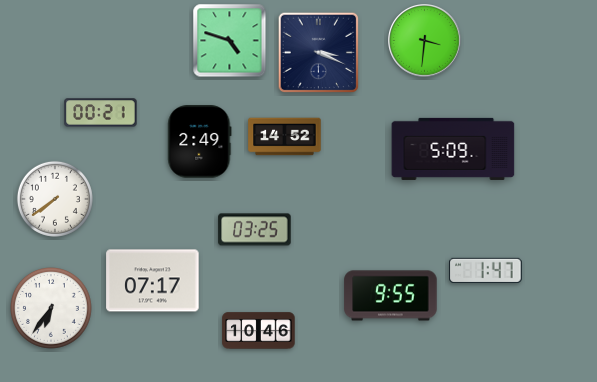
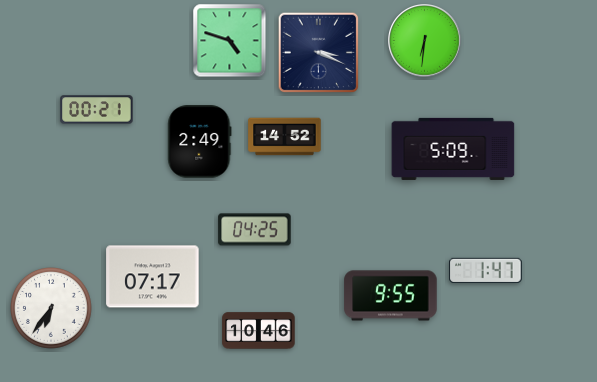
clock at (425, 41): 3:31 -> 6:31
clock at (101, 113) position: (101, 113) -> (97, 110)
clock at (55, 199): 7:39 -> none
clock at (255, 230): 03:25 -> 04:25
clock at (153, 281) position: (153, 281) -> (153, 277)
